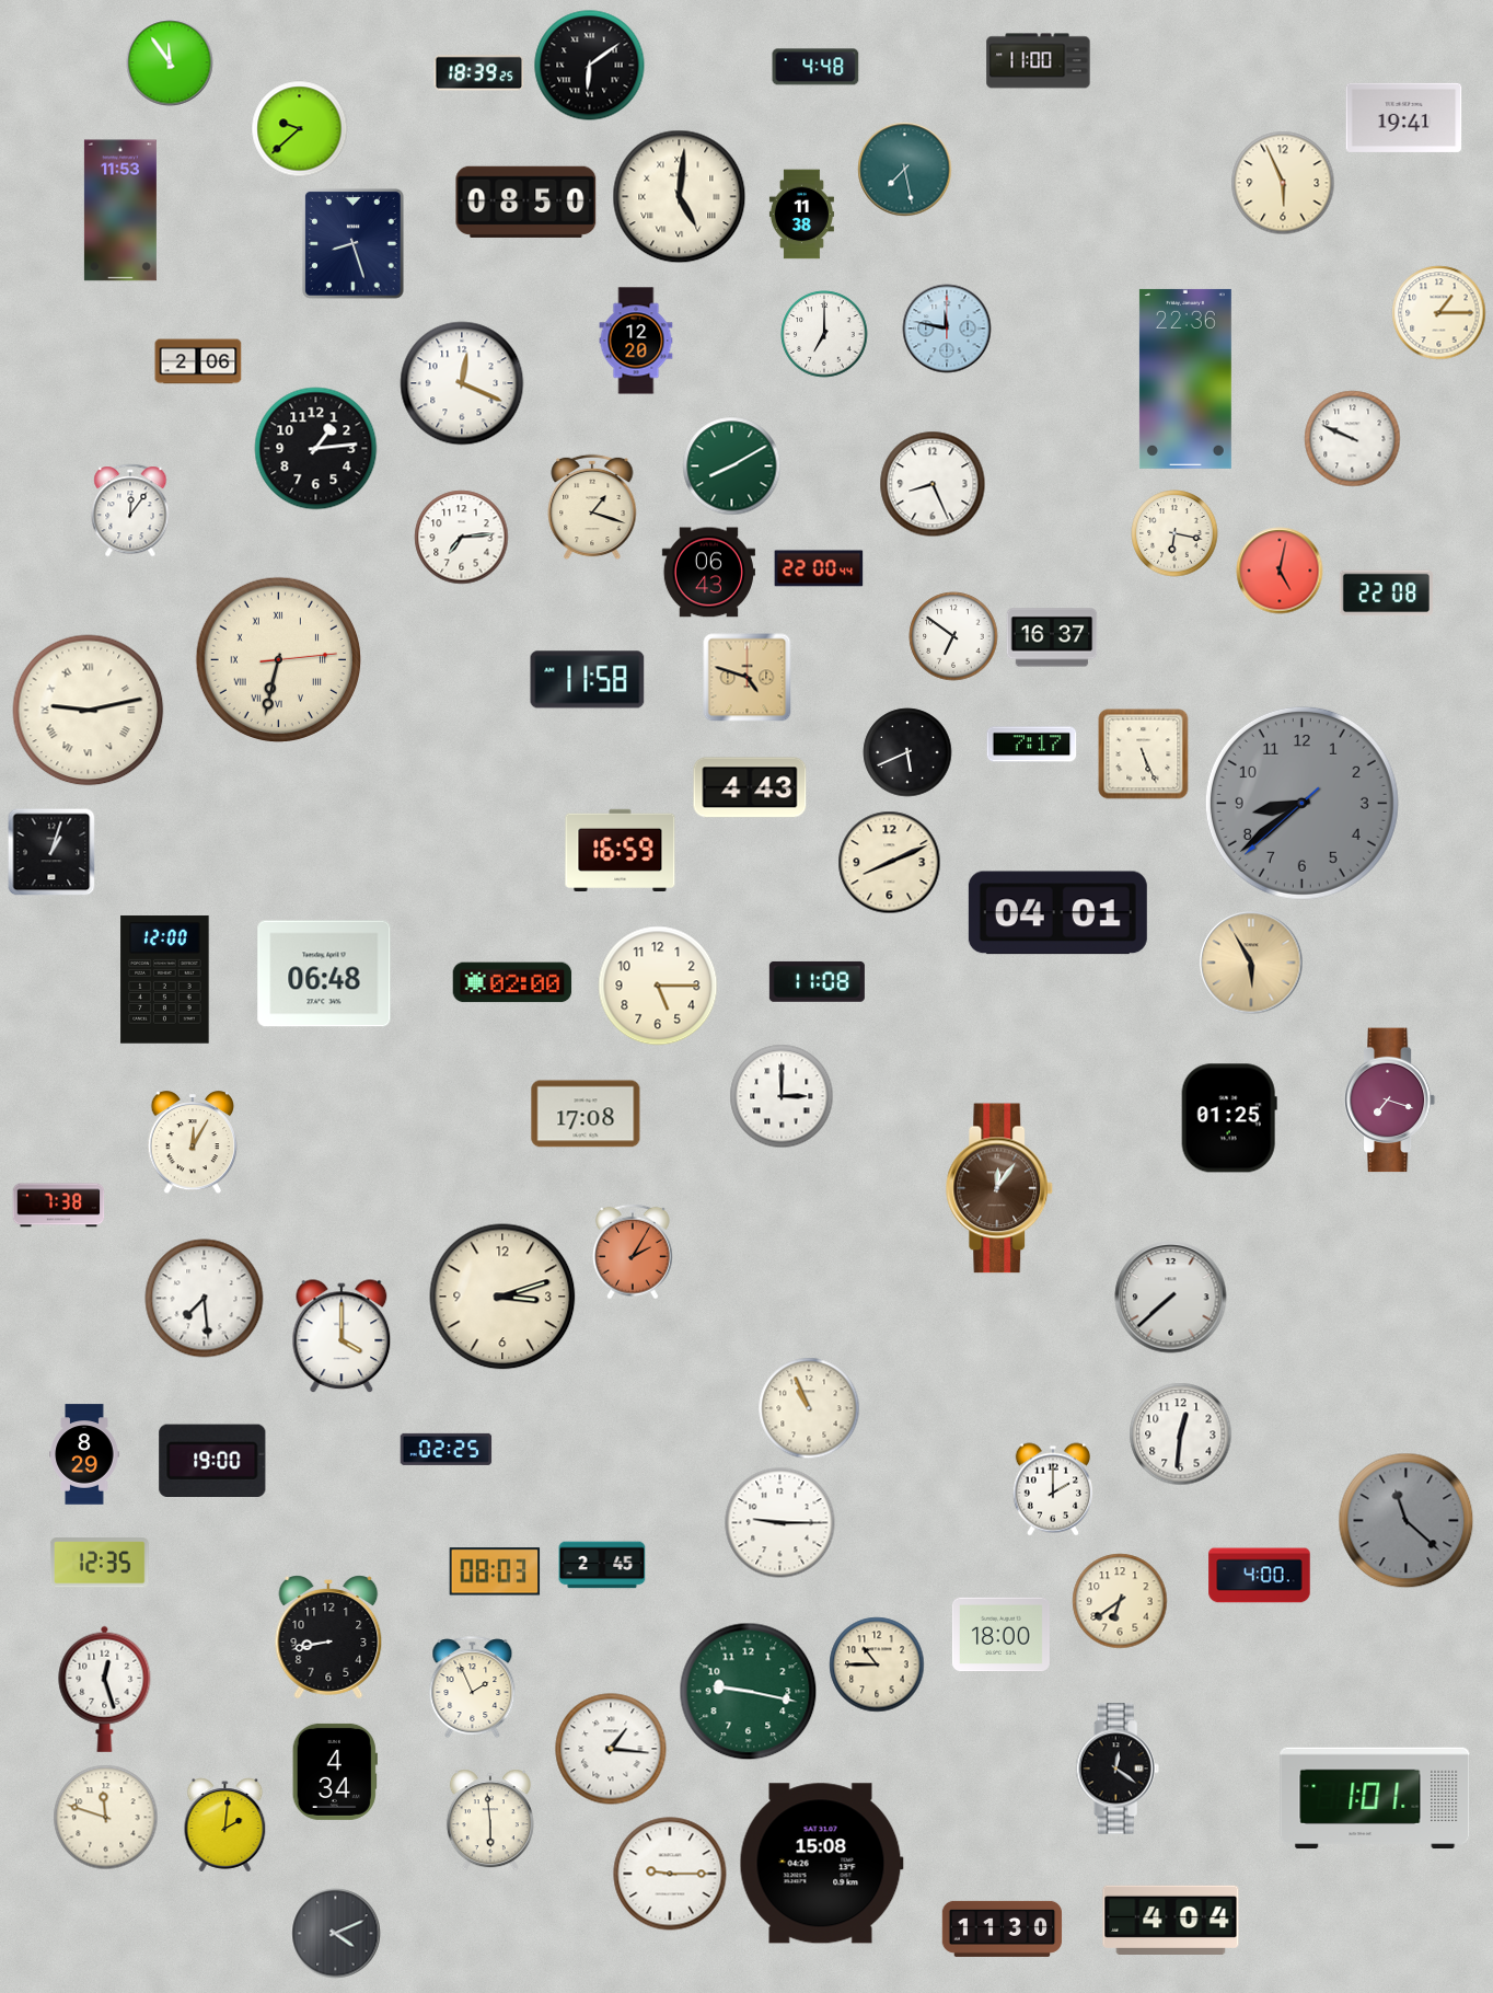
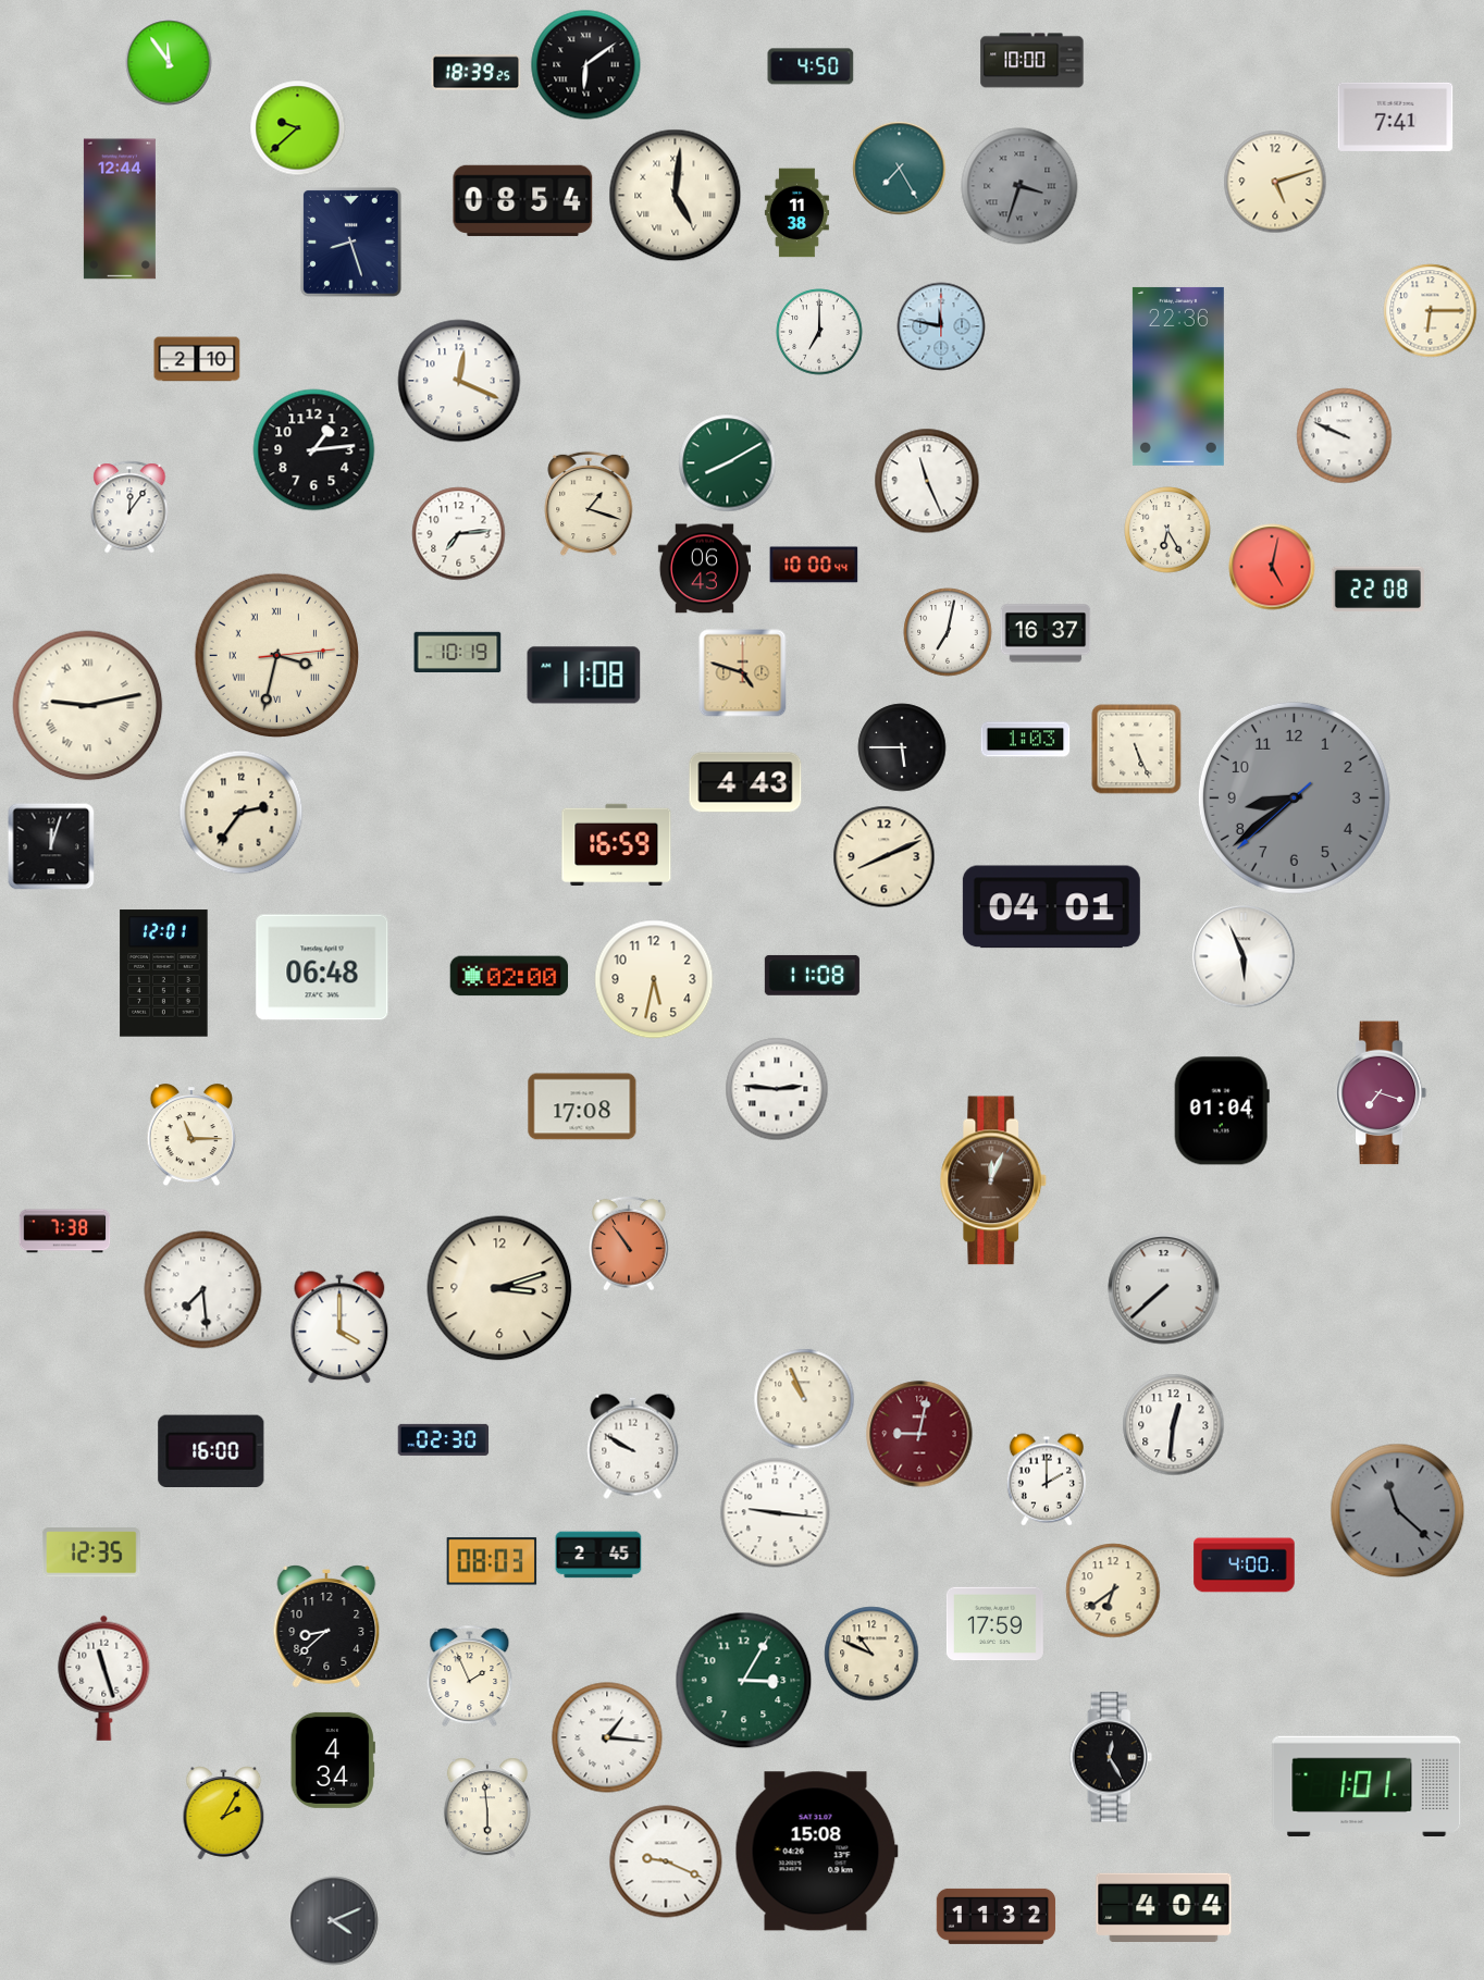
clock at (1039, 61): 11:00 -> 10:00
clock at (815, 67): 4:48 -> 4:50
clock at (1404, 117): 19:41 -> 7:41
clock at (905, 170): 7:28 -> 7:25
clock at (1283, 183): 5:56 -> 5:12
clock at (1019, 186): none -> 3:33
clock at (526, 201): 08:50 -> 08:54
clock at (120, 210): 11:53 -> 12:44
clock at (1439, 313): 1:15 -> 6:15
clock at (636, 341): 12:20 -> none
clock at (198, 361): 2:06 -> 2:10
clock at (316, 449) position: (316, 449) -> (314, 450)
clock at (933, 484): 8:26 -> 11:26
clock at (1174, 533): 6:17 -> 6:25
clock at (819, 568): 22:00 -> 10:00
clock at (953, 636): 6:51 -> 7:02
clock at (458, 652): none -> 10:19
clock at (278, 659): 6:32 -> 3:32
clock at (588, 680): 11:58 -> 11:08
clock at (1032, 745): 7:17 -> 1:03
clock at (907, 752): 5:41 -> 5:45
clock at (242, 813): none -> 2:36
clock at (51, 852): 1:03 -> 12:03
clock at (1251, 963): 5:55 -> 5:56
clock at (1251, 963) dial: champagne -> white
clock at (165, 980): 12:00 -> 12:01
clock at (658, 986): 5:15 -> 5:32
clock at (782, 1096): 3:00 -> 2:46
clock at (1229, 1118): 01:25 -> 01:04
clock at (193, 1143): 12:05 -> 11:15
clock at (999, 1188): 12:06 -> 12:04
clock at (59, 1206) position: (59, 1206) -> (65, 1232)
clock at (634, 1252): 2:05 -> 10:54
clock at (919, 1434): none -> 9:02
clock at (447, 1449): 02:25 -> 02:30
clock at (84, 1454): 8:29 -> none
clock at (633, 1446): none -> 9:50
clock at (212, 1461): 19:00 -> 16:00
clock at (780, 1523): 9:15 -> 9:16
clock at (100, 1563) position: (100, 1563) -> (91, 1552)
clock at (1260, 1576) position: (1260, 1576) -> (1245, 1566)
clock at (1000, 1635): 18:00 -> 17:59
clock at (328, 1637): 8:43 -> 8:38
clock at (877, 1664): 10:45 -> 10:49
clock at (105, 1689): 12:27 -> 11:27
clock at (749, 1692): 9:17 -> 3:05
clock at (1118, 1769): 12:21 -> 12:25
clock at (106, 1818): 11:48 -> none
clock at (225, 1825): 2:01 -> 2:05
clock at (670, 1874): 9:15 -> 9:19
clock at (1003, 1928): 11:30 -> 11:32
